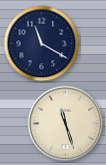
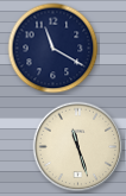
clock at (42, 44) position: (42, 44) -> (53, 49)
